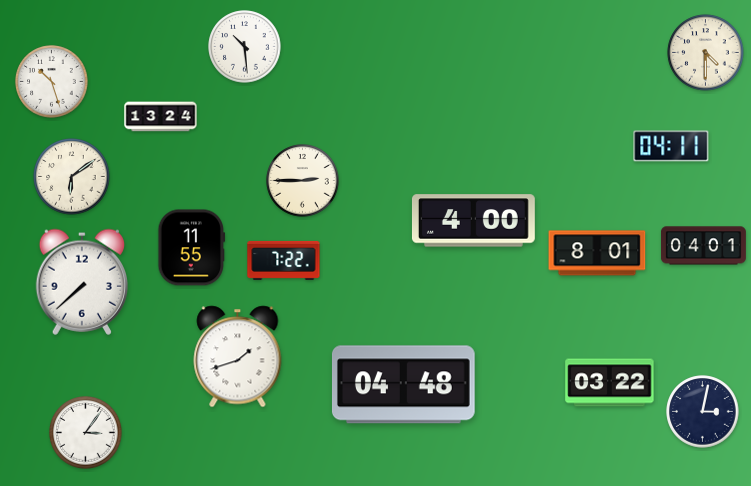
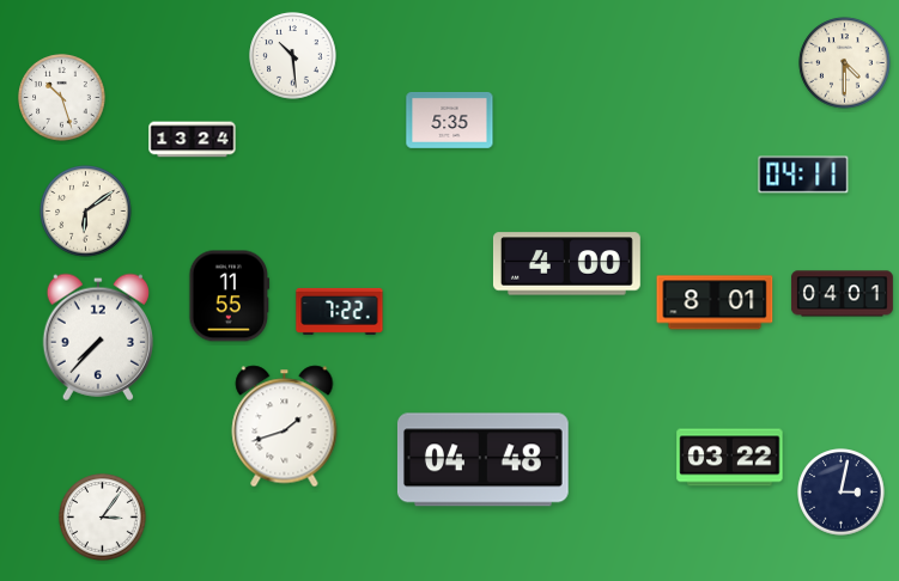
clock at (450, 120): none -> 5:35
clock at (303, 181): 2:45 -> none
clock at (81, 282): 7:38 -> 7:37
